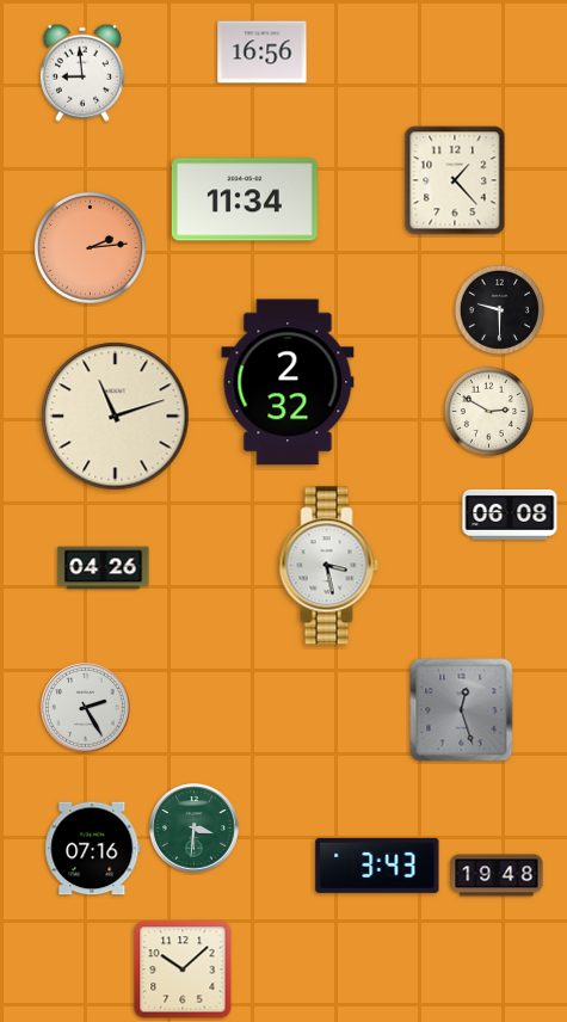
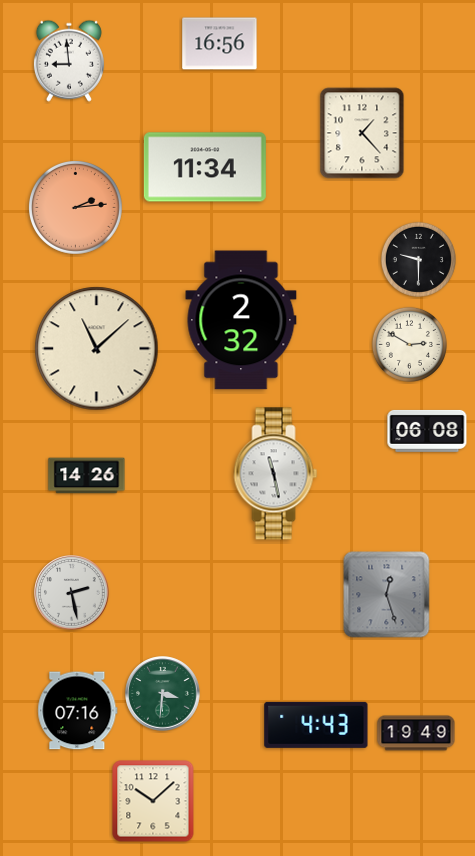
clock at (455, 180) position: (455, 180) -> (362, 133)
clock at (116, 417): 11:12 -> 11:08
clock at (329, 566): 3:28 -> 11:28
clock at (104, 568): 04:26 -> 14:26
clock at (86, 708): 2:25 -> 2:28
clock at (377, 866): 3:43 -> 4:43
clock at (497, 875): 19:48 -> 19:49
clock at (183, 969) position: (183, 969) -> (153, 801)
